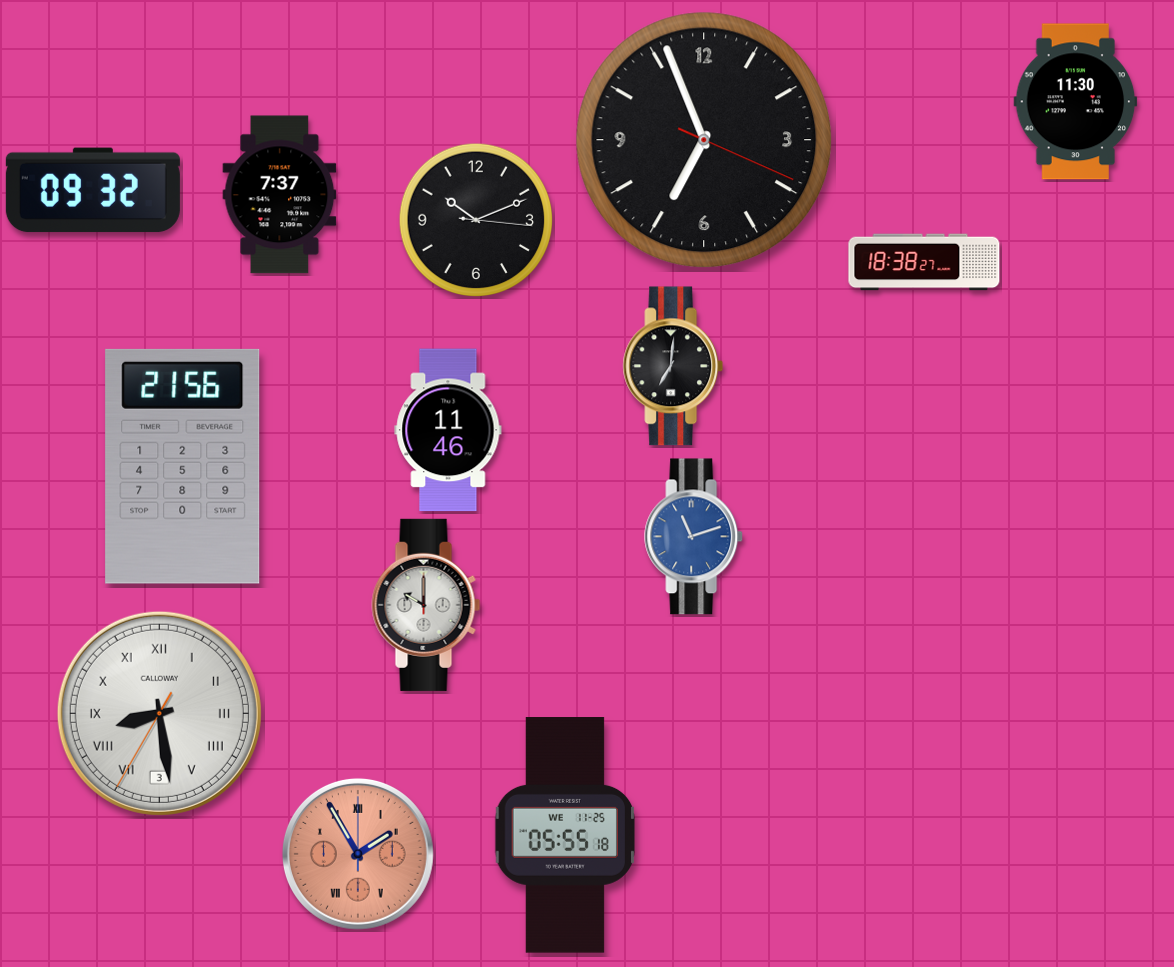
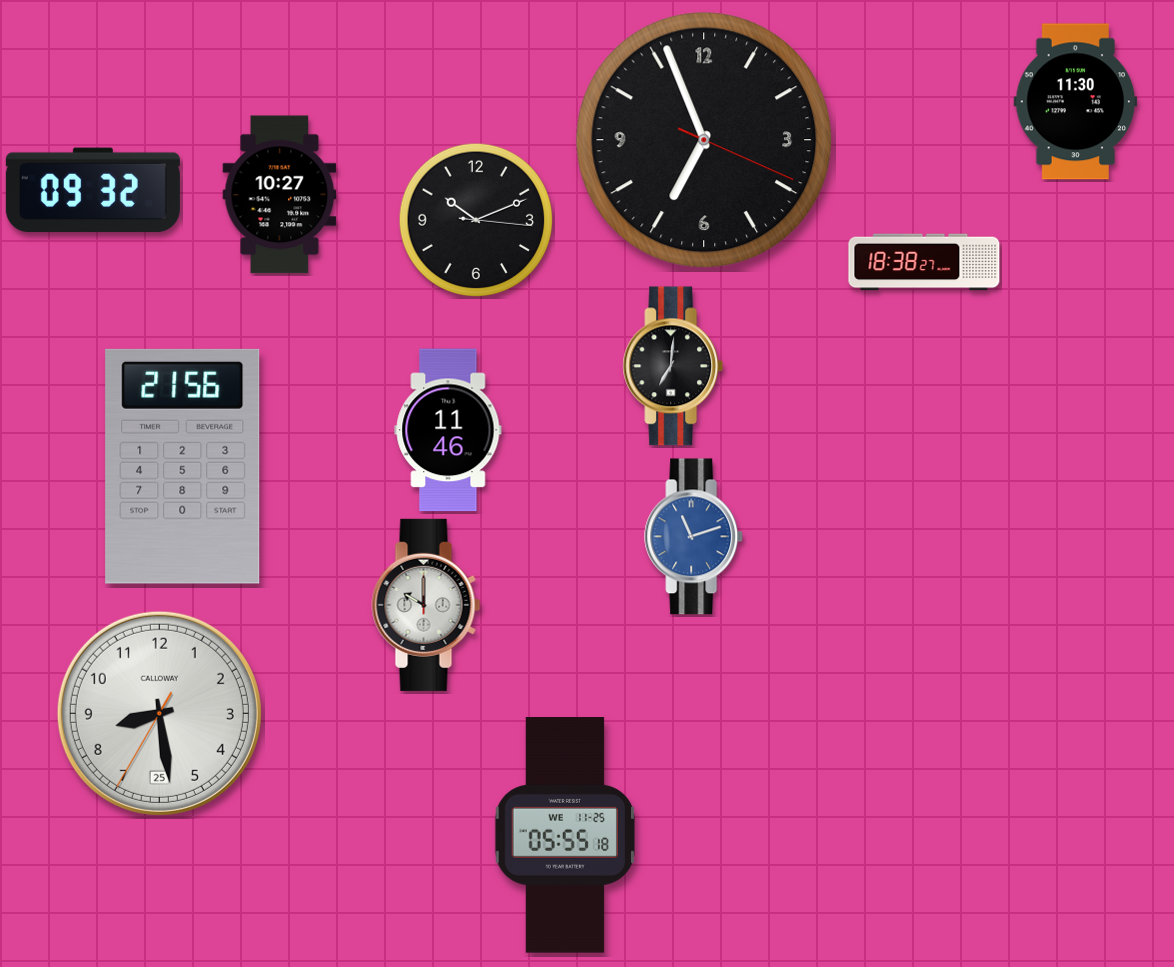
clock at (280, 195): 7:37 -> 10:27
clock at (159, 713) date: 3 -> 25
clock at (159, 713) numerals: Roman -> Arabic
clock at (358, 854): 1:55 -> none
